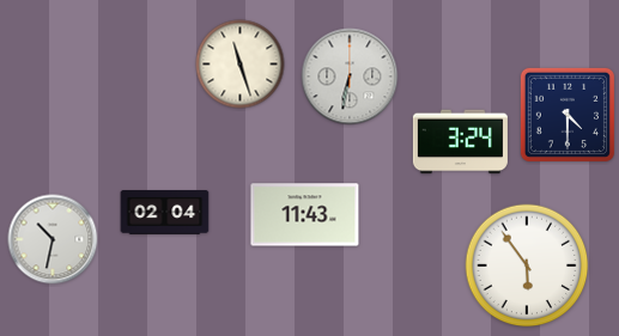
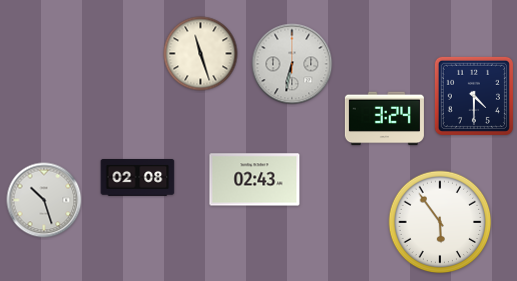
clock at (165, 213): 02:04 -> 02:08
clock at (305, 215): 11:43 -> 02:43
clock at (53, 239): 10:32 -> 10:27
